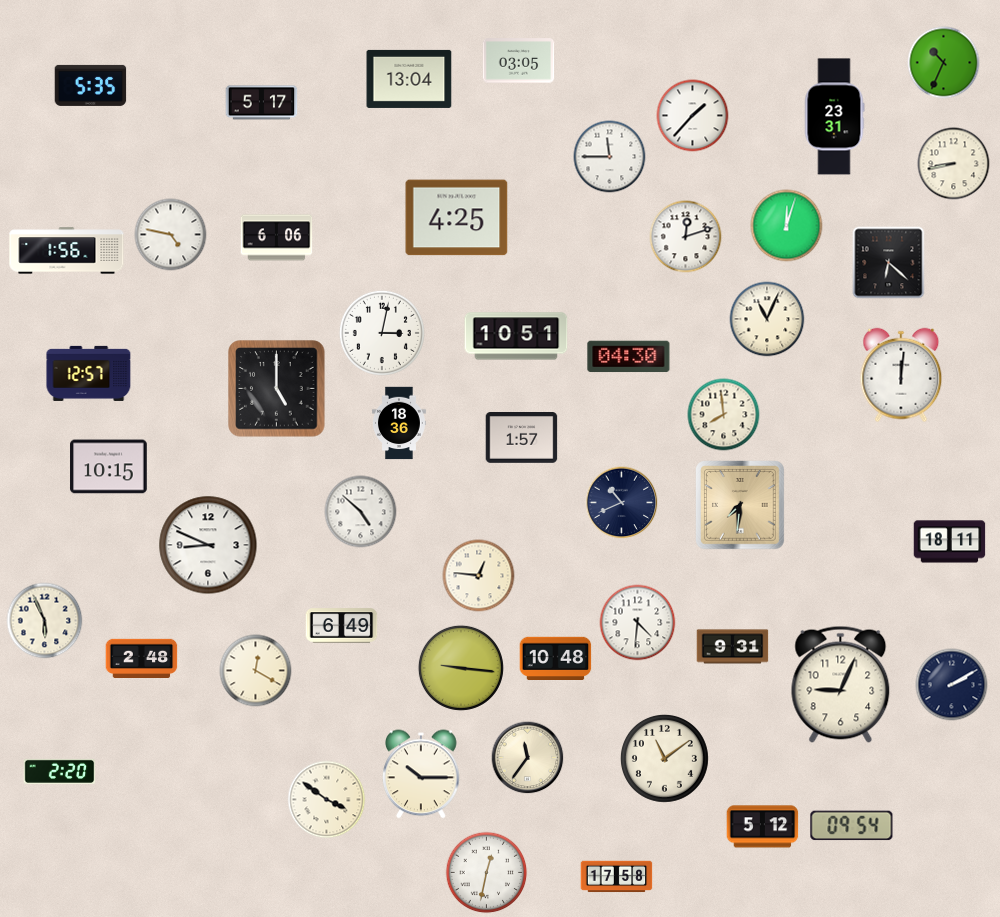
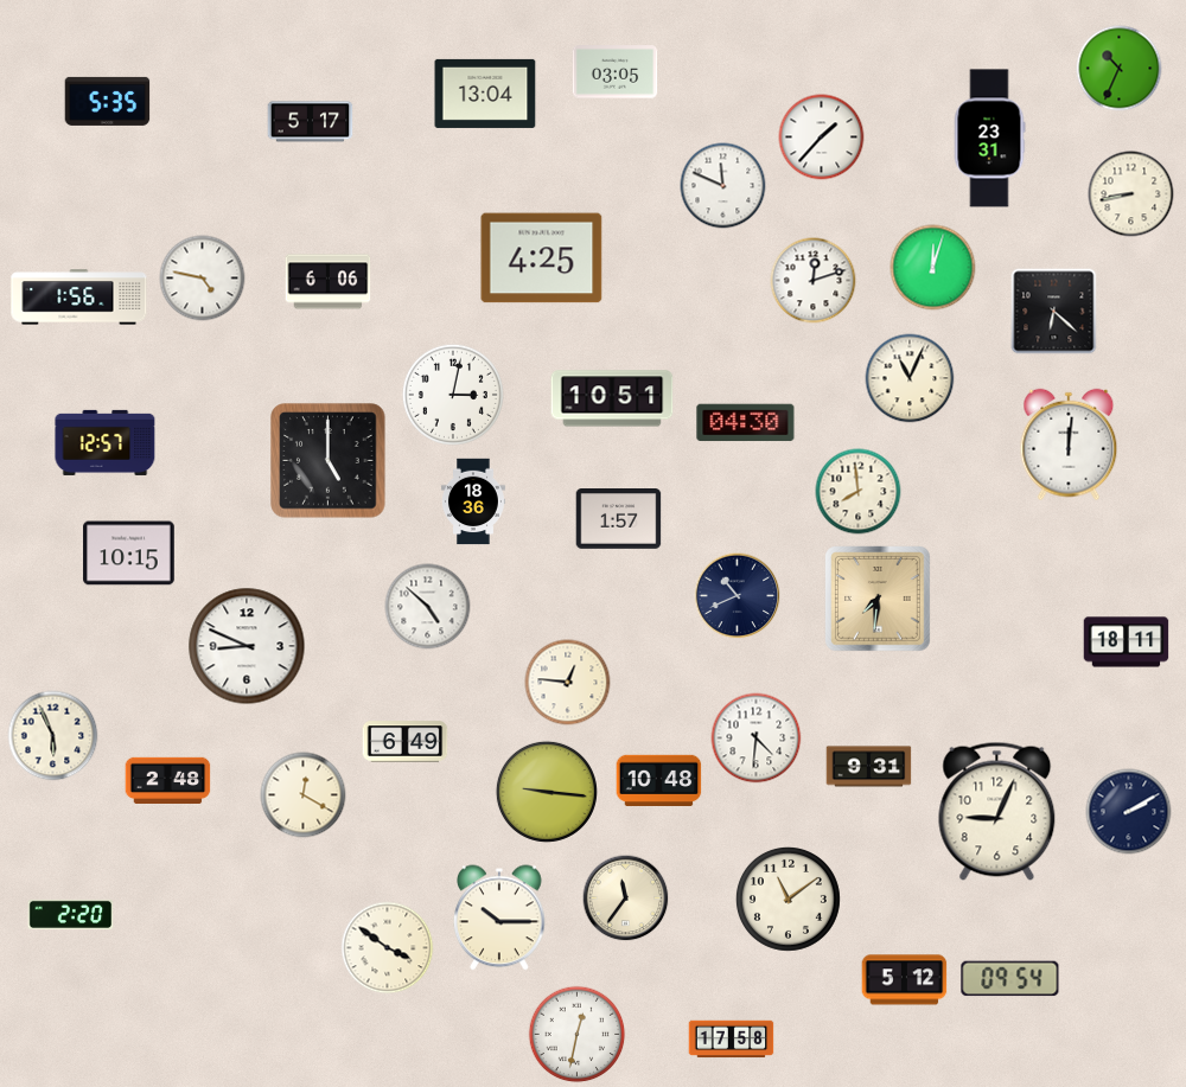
clock at (944, 63) position: (944, 63) -> (1120, 69)
clock at (610, 157): 11:45 -> 11:49
